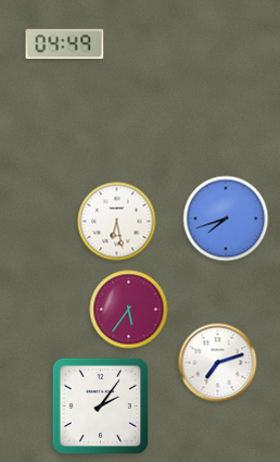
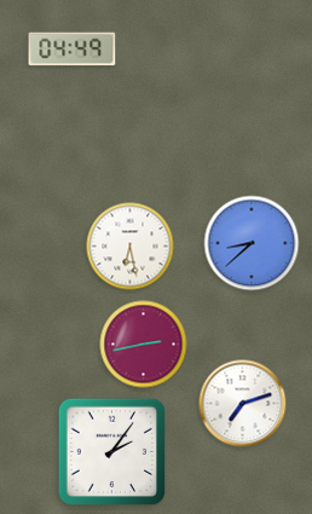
clock at (226, 218): 7:42 -> 8:38
clock at (129, 310): 5:36 -> 2:43
